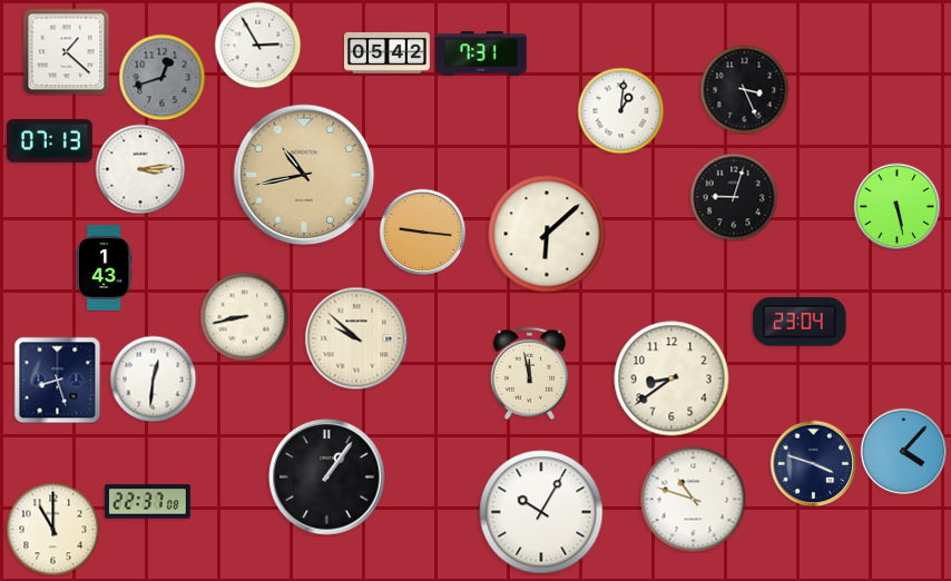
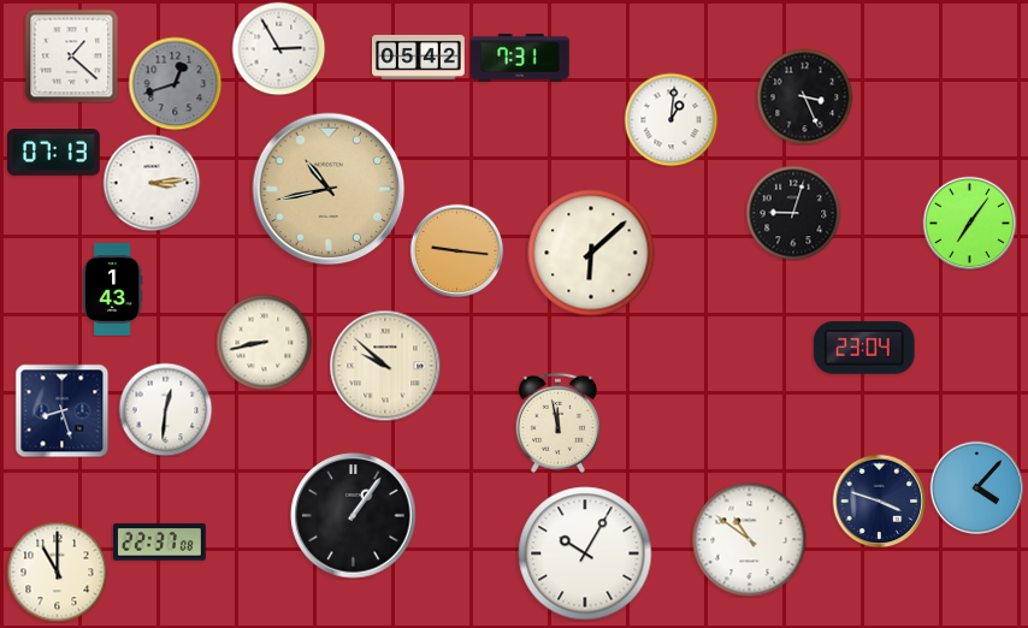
clock at (896, 206): 5:28 -> 7:06
clock at (529, 373) position: (529, 373) -> (557, 422)
clock at (671, 378): 8:39 -> none
clock at (693, 499): 10:48 -> 10:51
